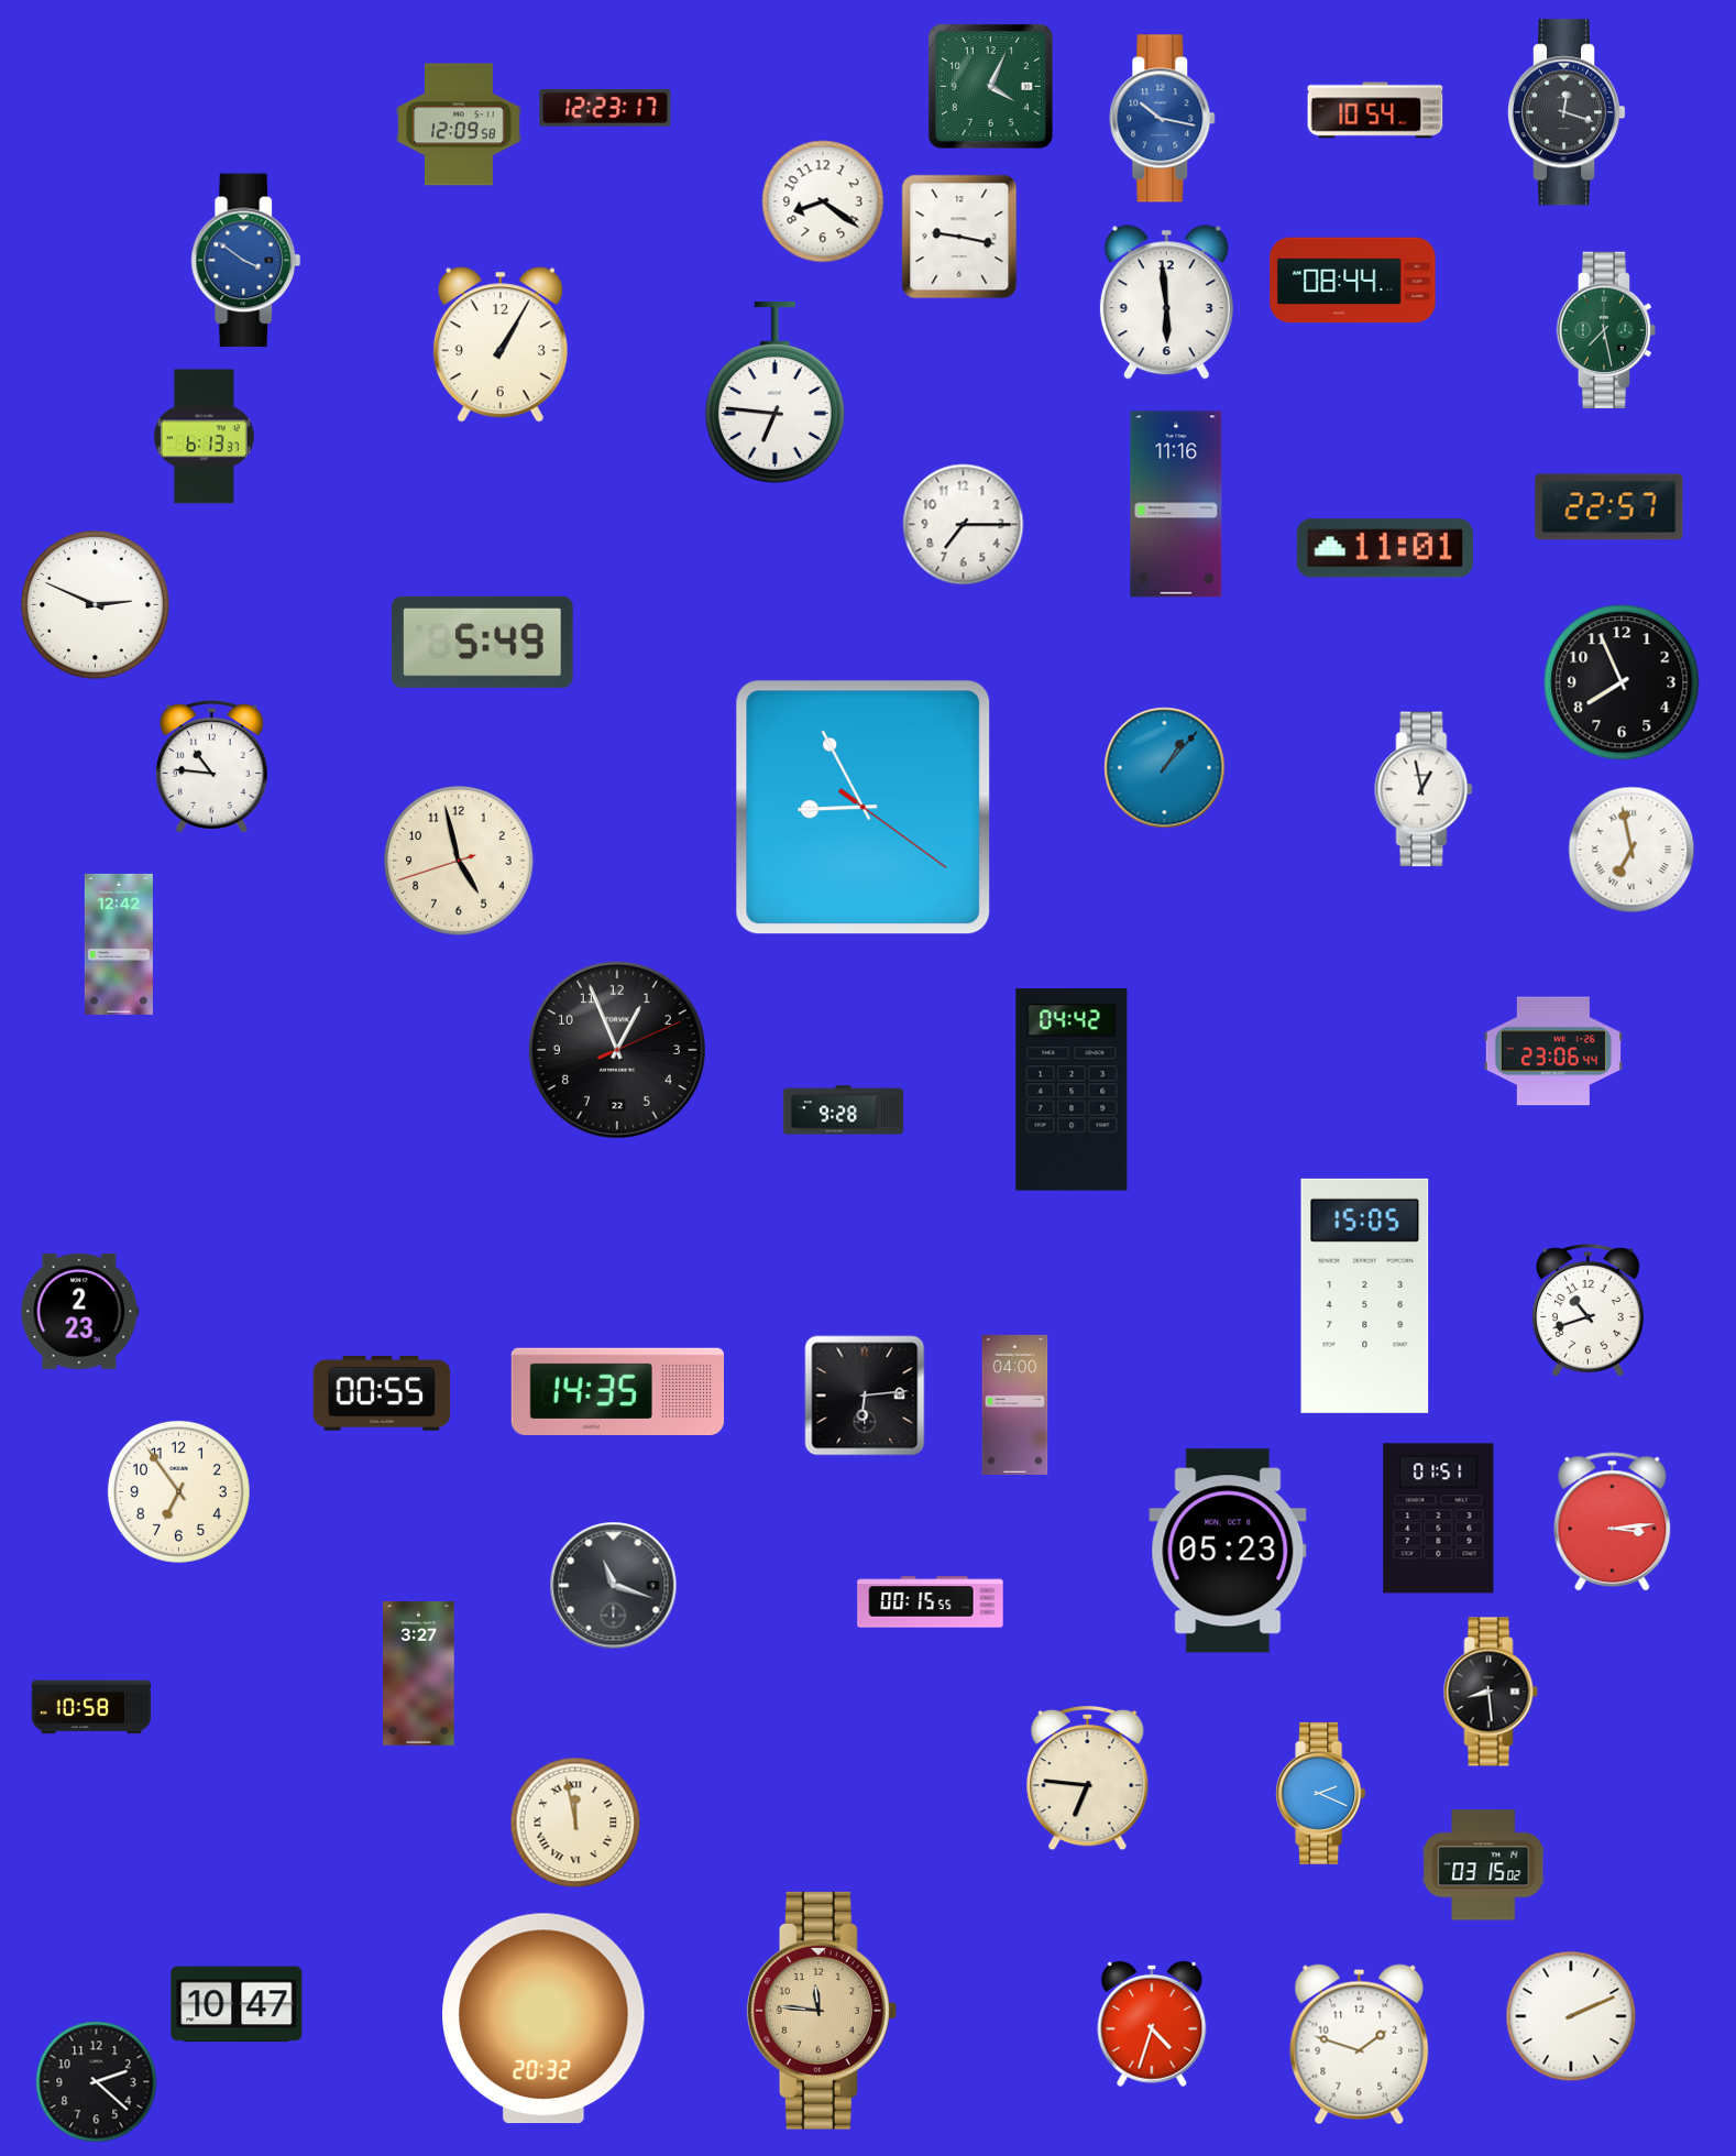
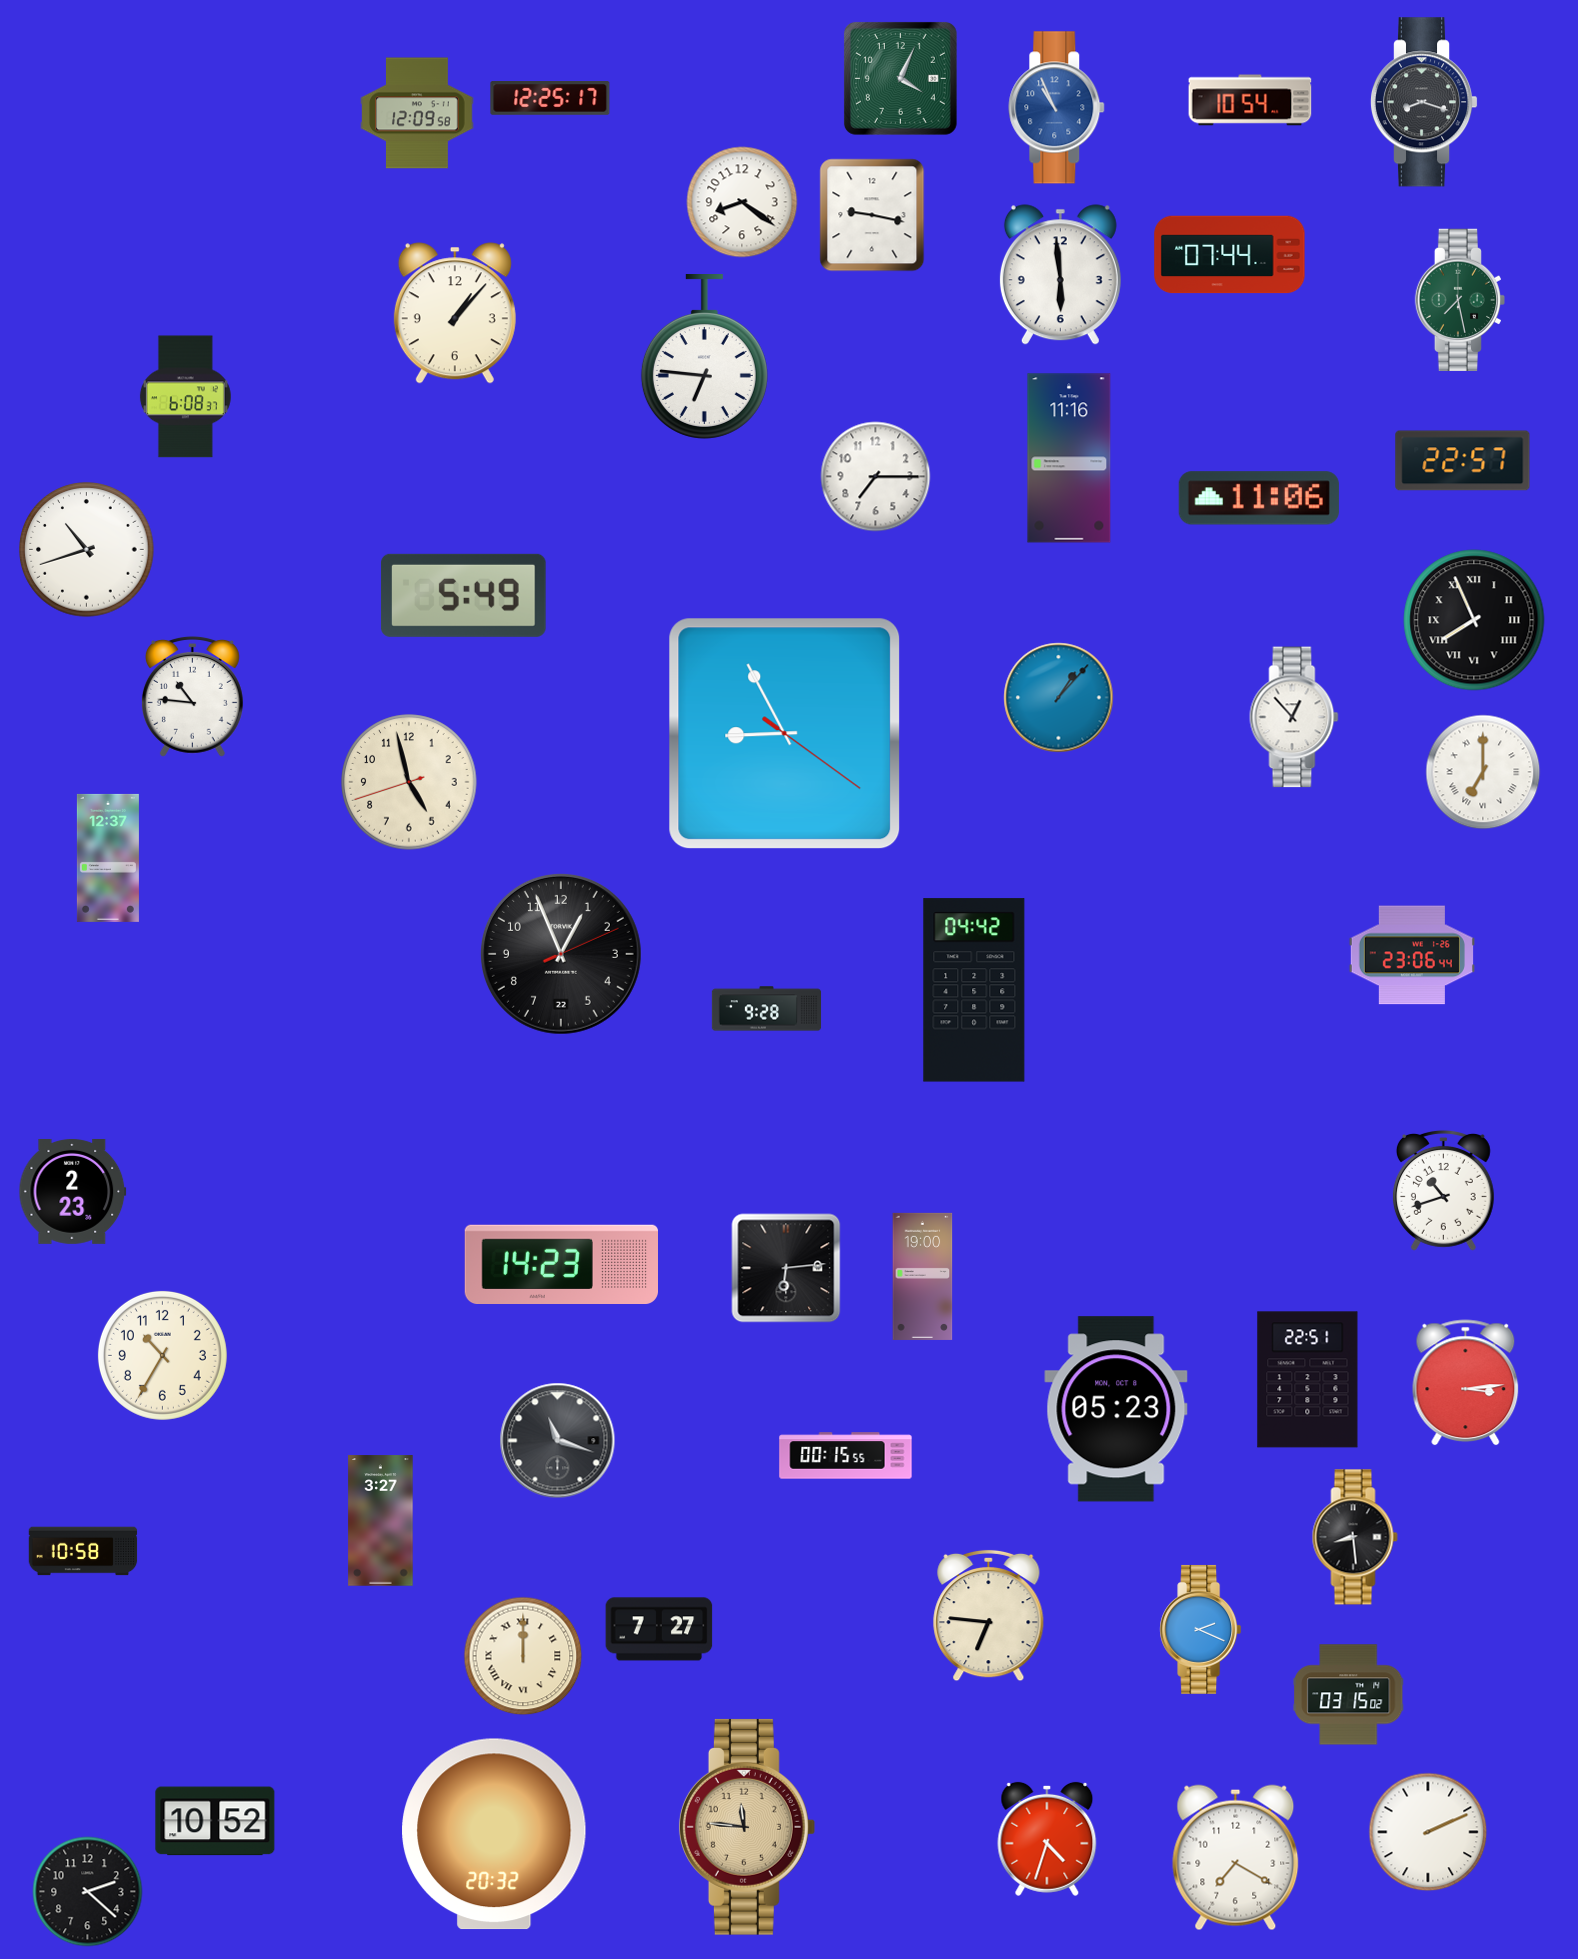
clock at (605, 108): 12:23 -> 12:25
clock at (1567, 112): 12:18 -> 8:18
clock at (1163, 119): 10:17 -> 10:56
clock at (823, 201) position: (823, 201) -> (742, 202)
clock at (246, 261): 3:51 -> none
clock at (1353, 281): 08:44 -> 07:44
clock at (501, 344): 1:05 -> 1:07
clock at (204, 437): 6:13 -> 6:08
clock at (1385, 548): 11:01 -> 11:06
clock at (96, 605): 2:49 -> 10:42
clock at (482, 642) position: (482, 642) -> (463, 595)
clock at (1622, 682) numerals: Arabic -> Roman
clock at (1424, 789): 12:58 -> 12:53
clock at (1631, 850): 6:58 -> 7:00
clock at (459, 861) position: (459, 861) -> (409, 782)
clock at (119, 944): 12:42 -> 12:37
clock at (1365, 1295): 15:05 -> none
clock at (618, 1391): 14:35 -> 14:23
clock at (382, 1394): 00:55 -> none
clock at (1015, 1404): 04:00 -> 19:00
clock at (178, 1491): 6:54 -> 10:35
clock at (1439, 1519): 01:51 -> 22:51
clock at (659, 1629): none -> 7:27
clock at (575, 1823): 11:58 -> 12:00
clock at (237, 2004): 10:47 -> 10:52
clock at (1360, 2045): 1:48 -> 7:20
